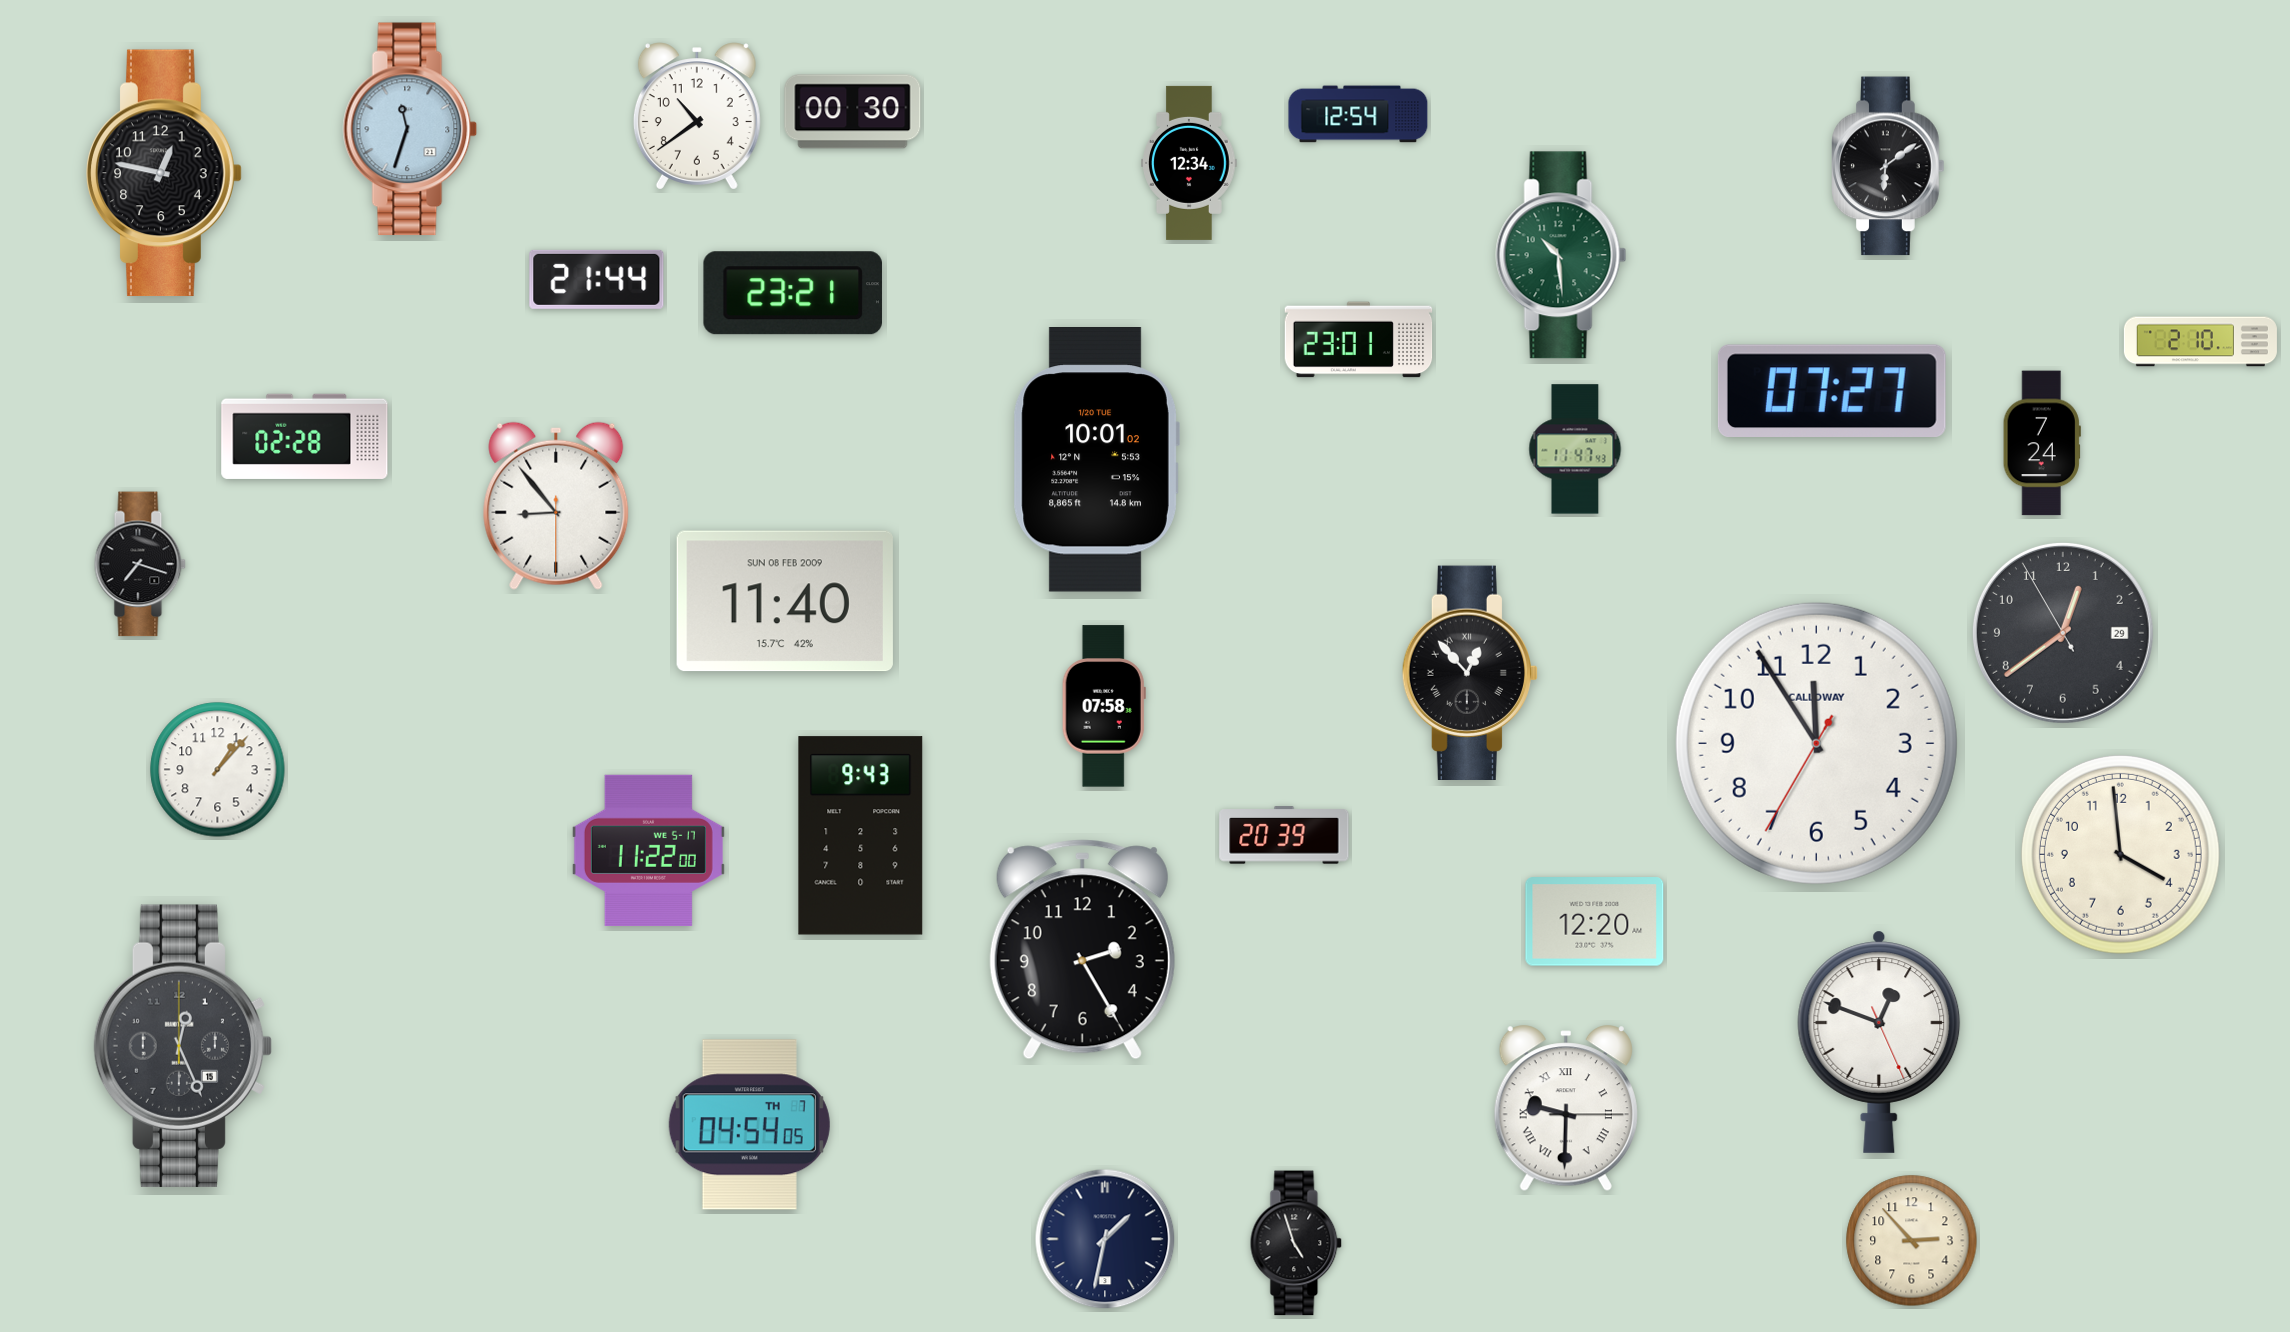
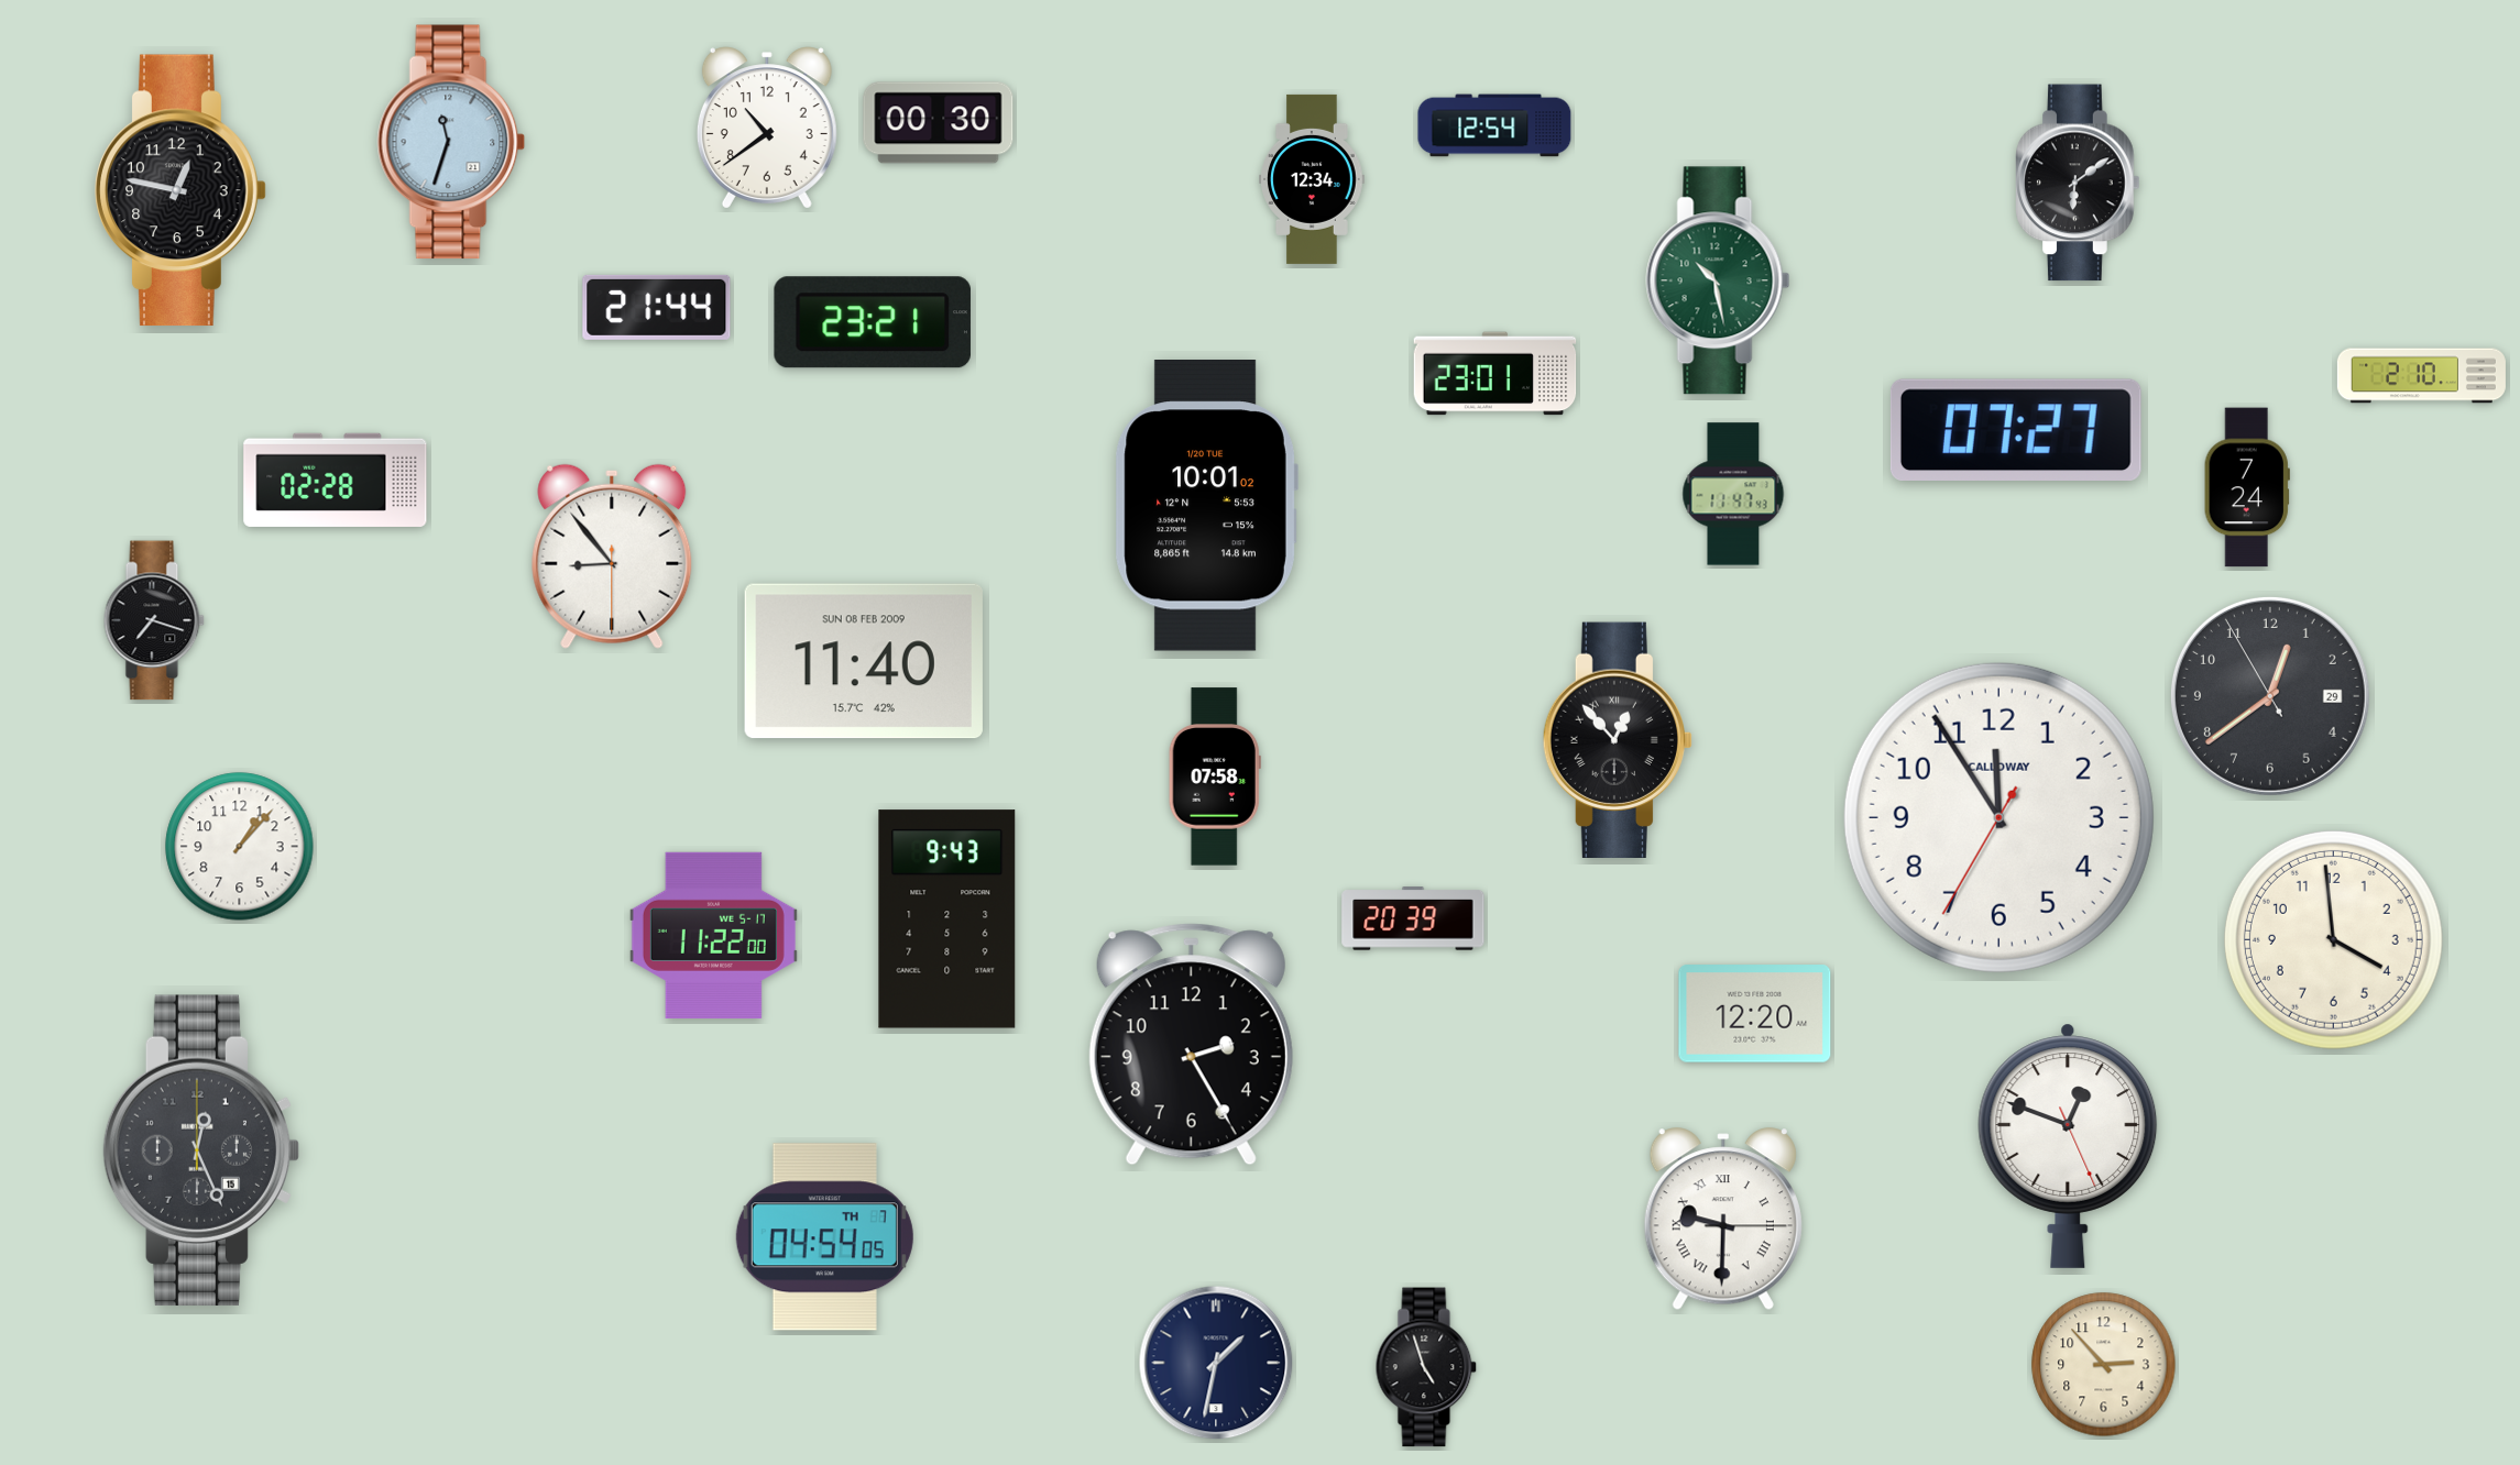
clock at (1189, 163) position: (1189, 163) -> (1312, 179)
clock at (1561, 255): 10:29 -> 10:28
